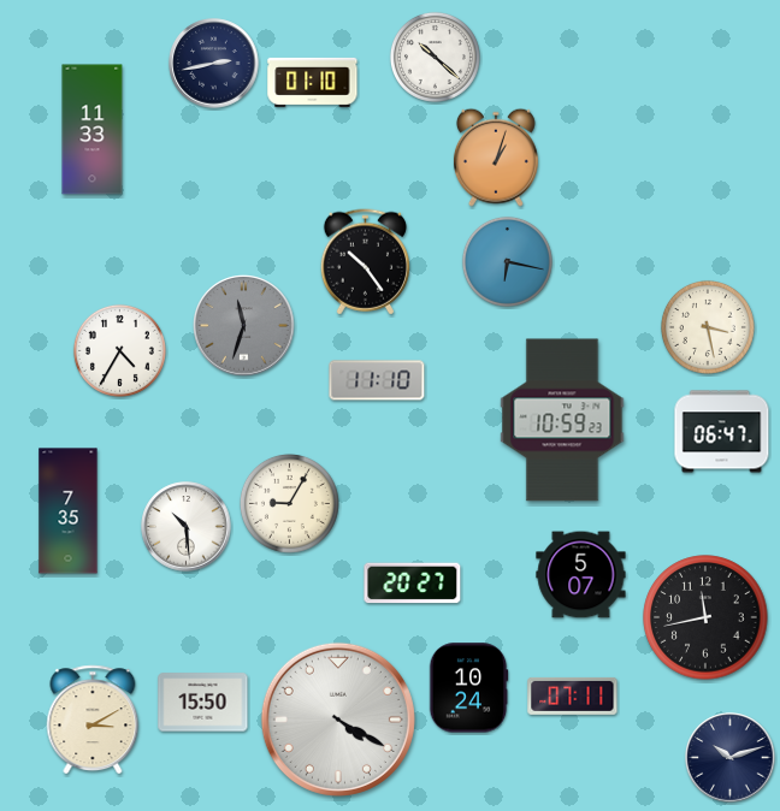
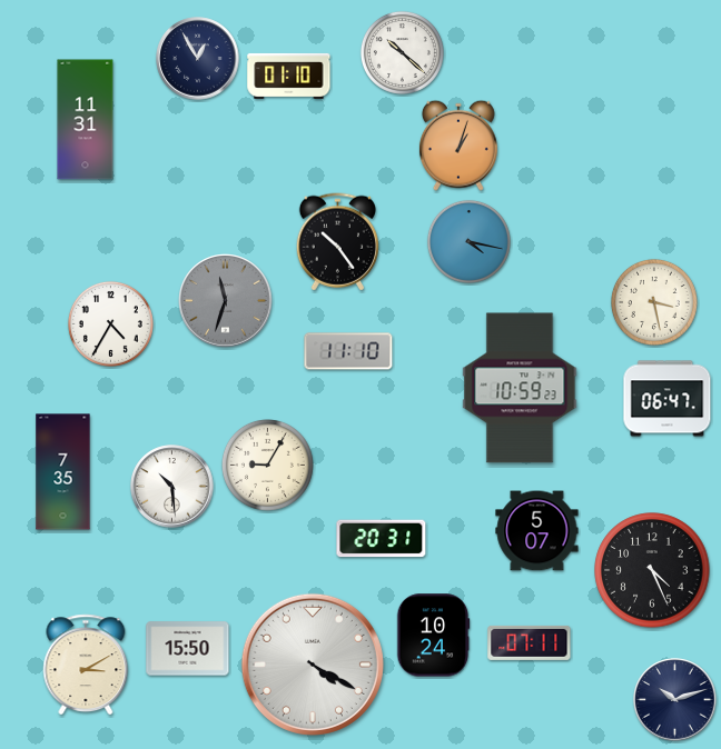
clock at (214, 64): 2:43 -> 12:55
clock at (93, 130): 11:33 -> 11:31
clock at (507, 261): 6:17 -> 4:17
clock at (413, 584): 20:27 -> 20:31
clock at (705, 617): 11:43 -> 4:26
